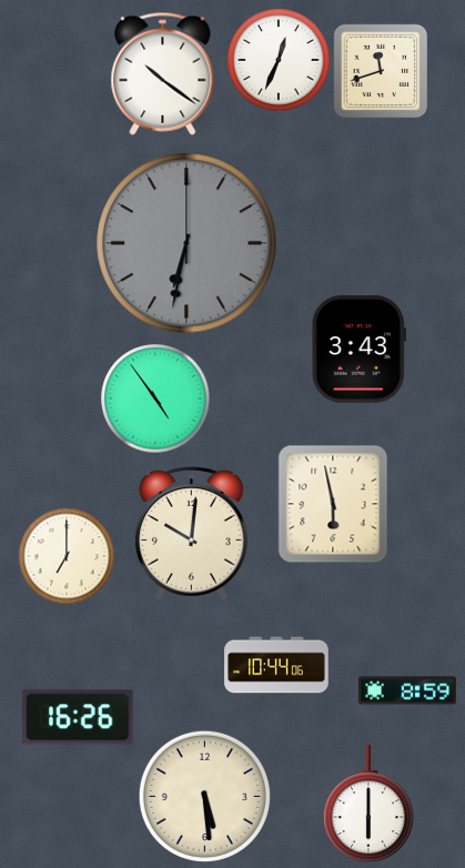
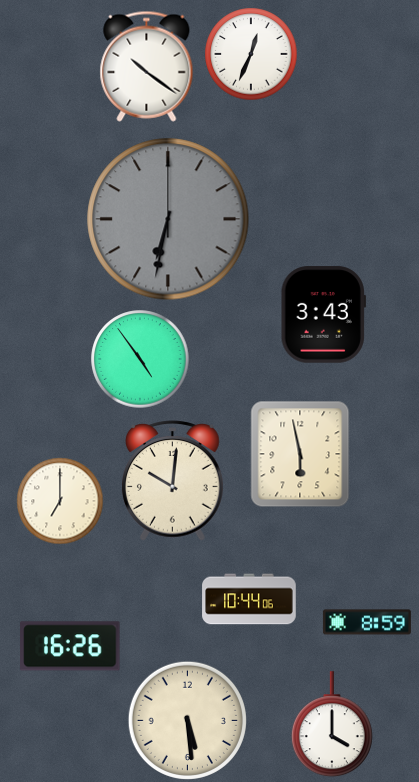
clock at (381, 71): 11:42 -> none
clock at (204, 796) position: (204, 796) -> (187, 720)
clock at (368, 804): 6:00 -> 4:00
